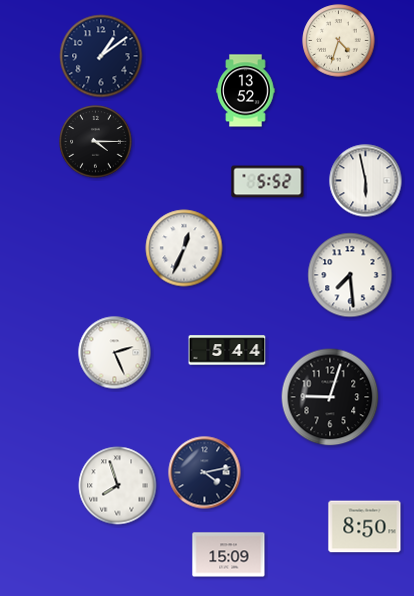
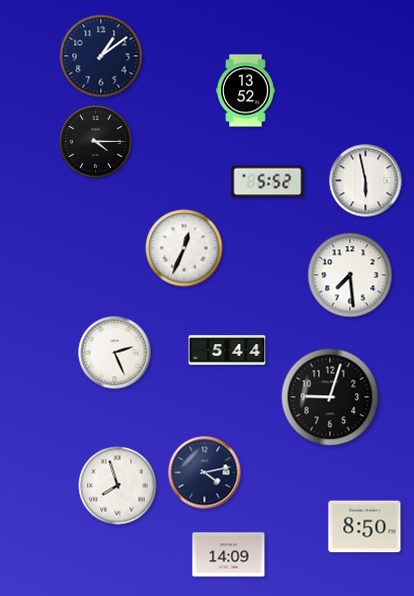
clock at (339, 41): 4:33 -> none
clock at (229, 555): 15:09 -> 14:09
